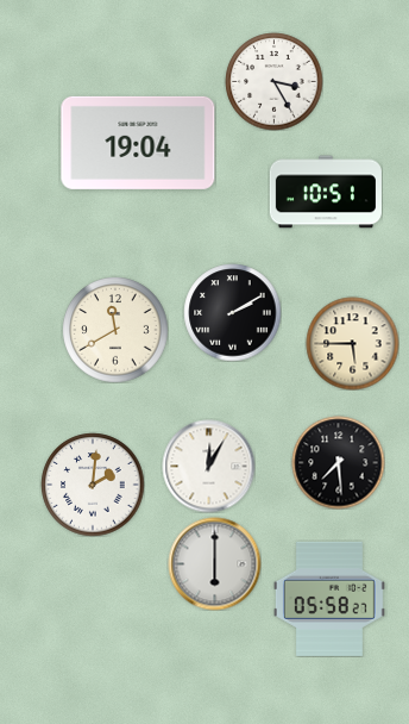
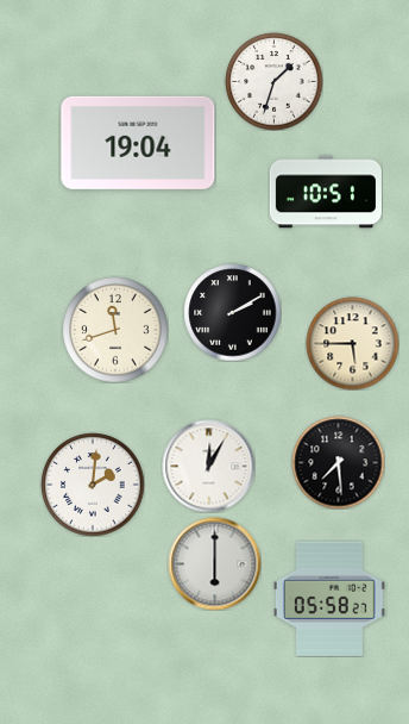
clock at (273, 81): 3:25 -> 1:33
clock at (115, 330): 11:40 -> 11:42
